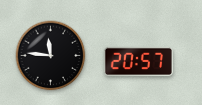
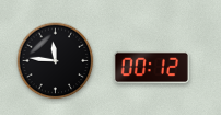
clock at (138, 62): 20:57 -> 00:12
